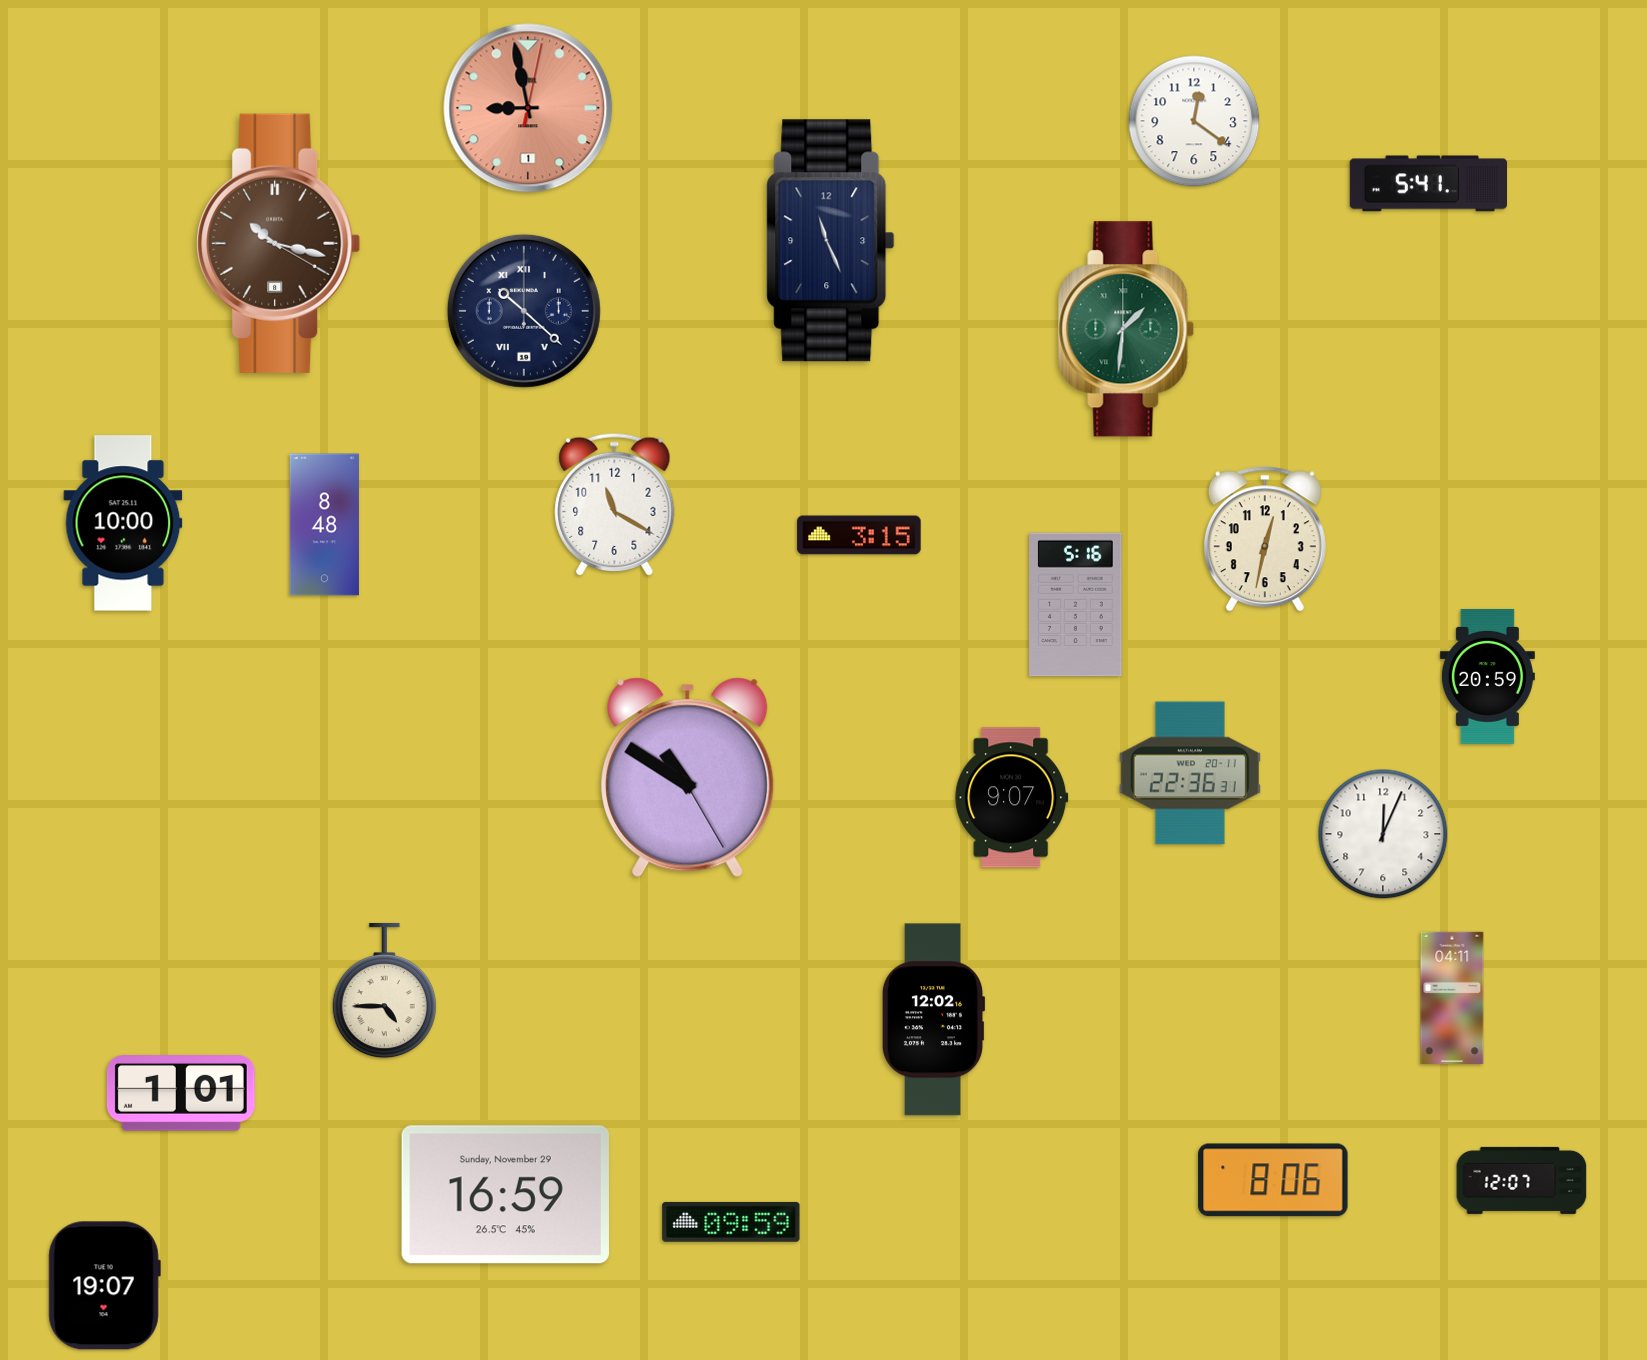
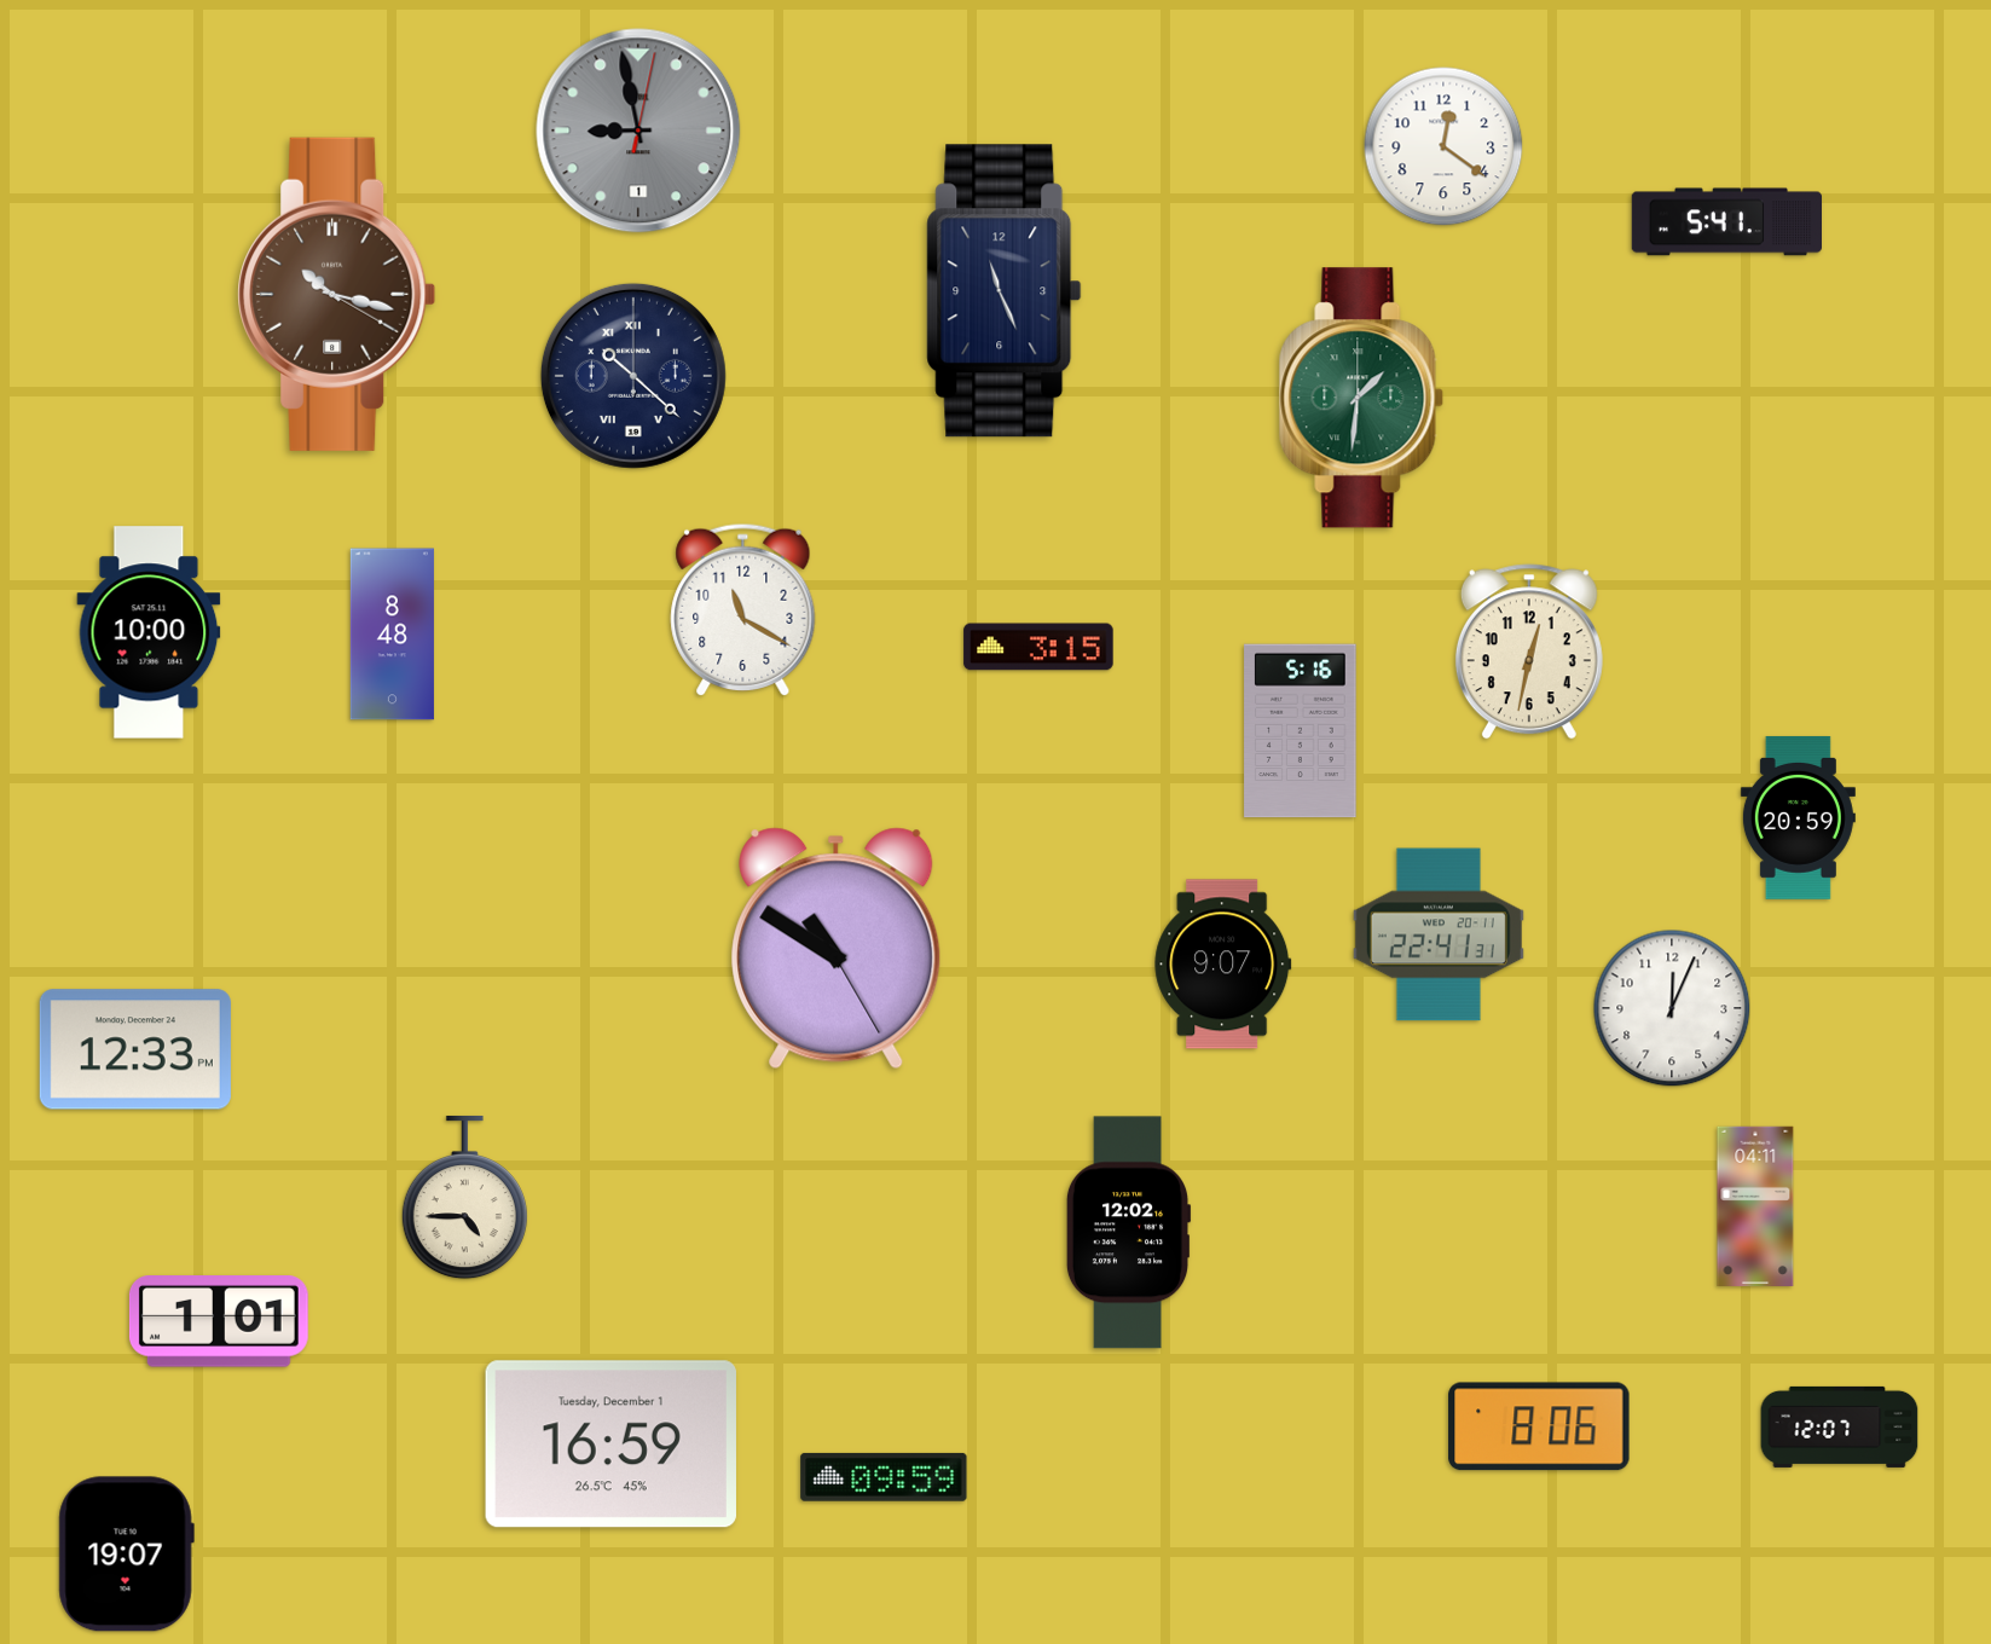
clock at (528, 108) dial: salmon -> grey
clock at (1190, 773): 22:36 -> 22:41
clock at (688, 778) position: (688, 778) -> (837, 949)
clock at (135, 1049): none -> 12:33
clock at (505, 1195) date: Sunday, November 29 -> Tuesday, December 1
